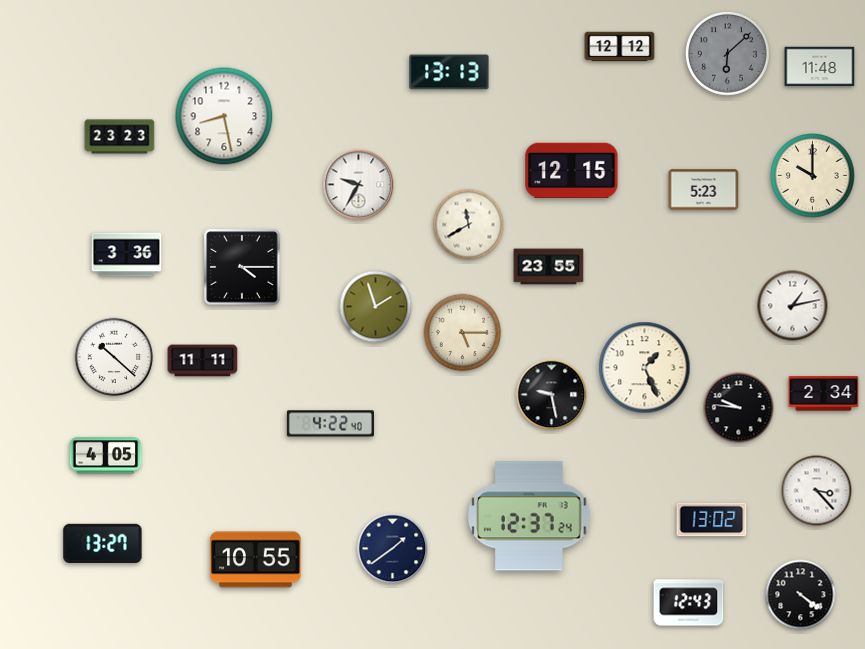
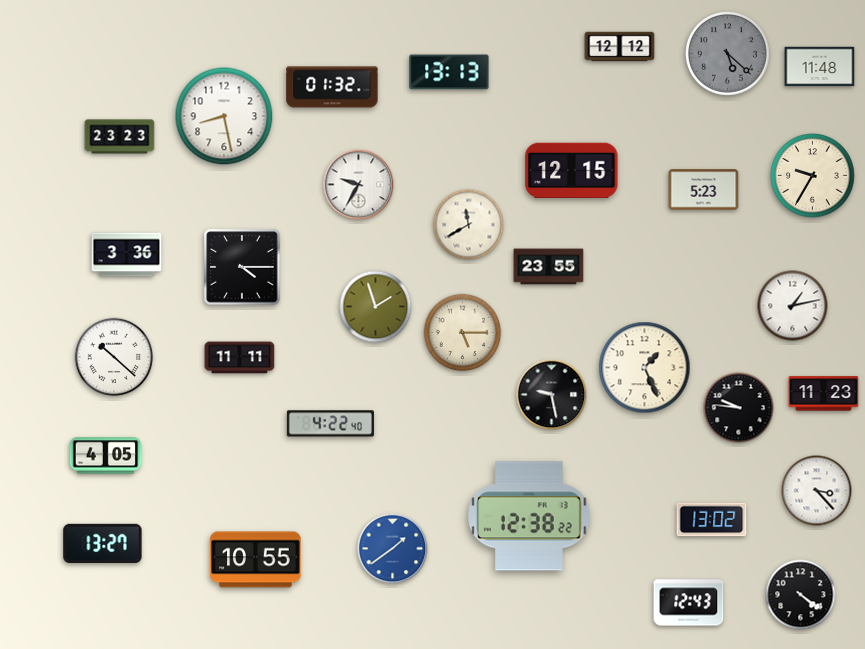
clock at (728, 54): 6:08 -> 5:22
clock at (332, 87): none -> 01:32
clock at (813, 176): 10:00 -> 9:35
clock at (203, 361) position: (203, 361) -> (240, 358)
clock at (824, 394): 2:34 -> 11:23
clock at (529, 516): 12:37 -> 12:38
clock at (393, 549) dial: navy -> blue
